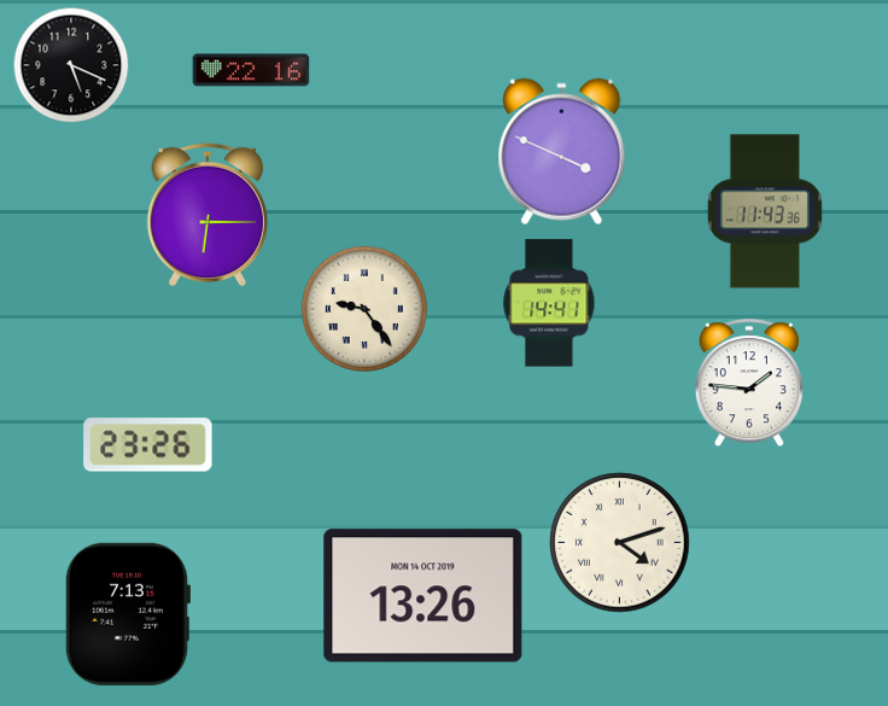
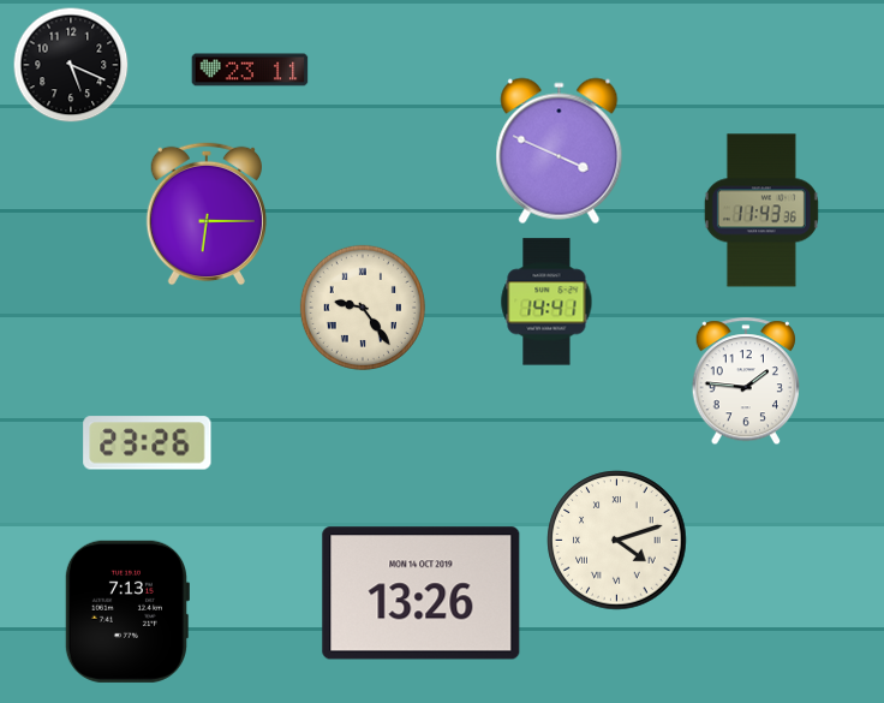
clock at (251, 70): 22:16 -> 23:11
